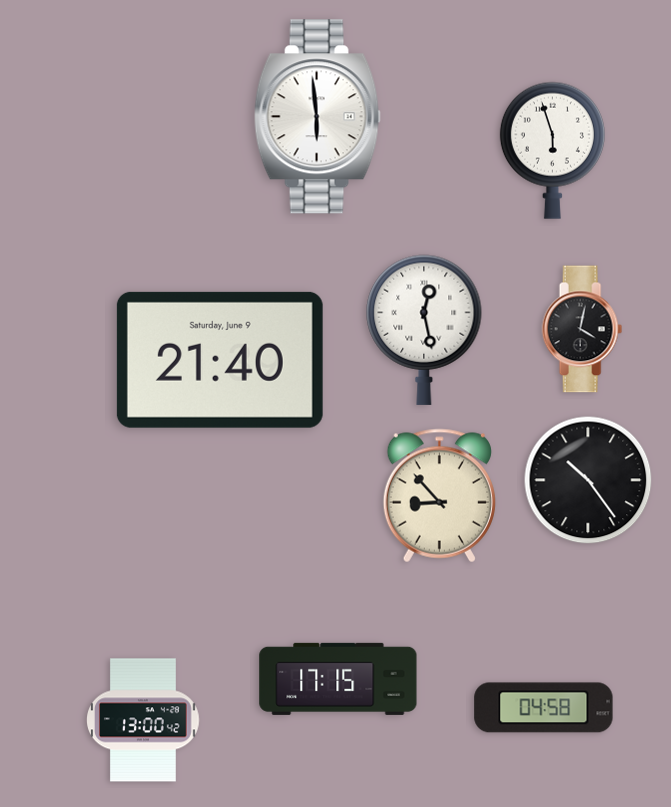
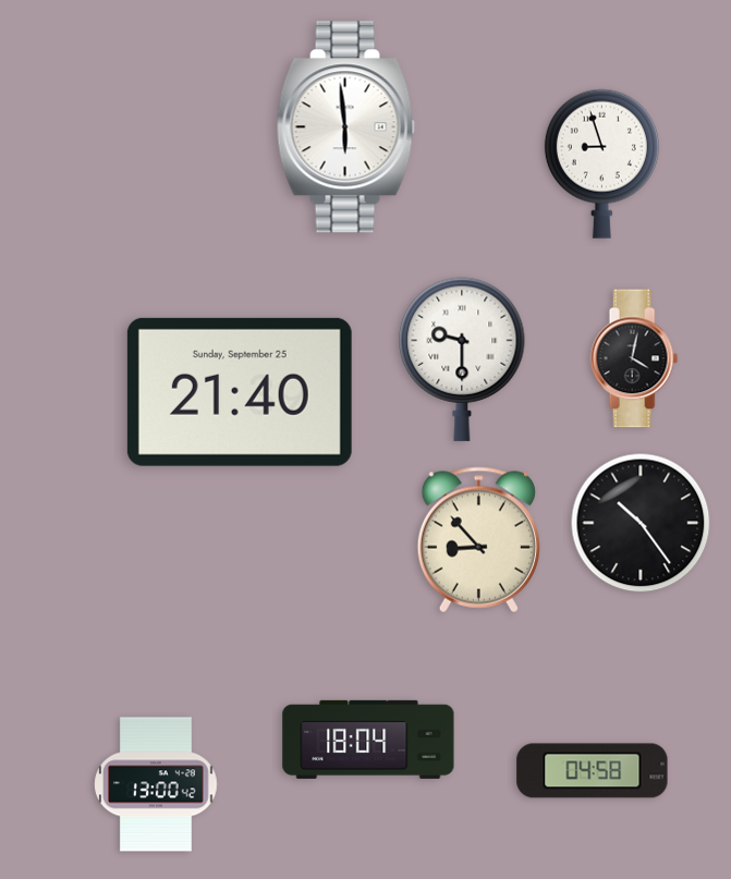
clock at (552, 150): 5:57 -> 8:57
clock at (424, 330): 12:28 -> 9:30
clock at (220, 360) date: Saturday, June 9 -> Sunday, September 25
clock at (338, 679): 17:15 -> 18:04
